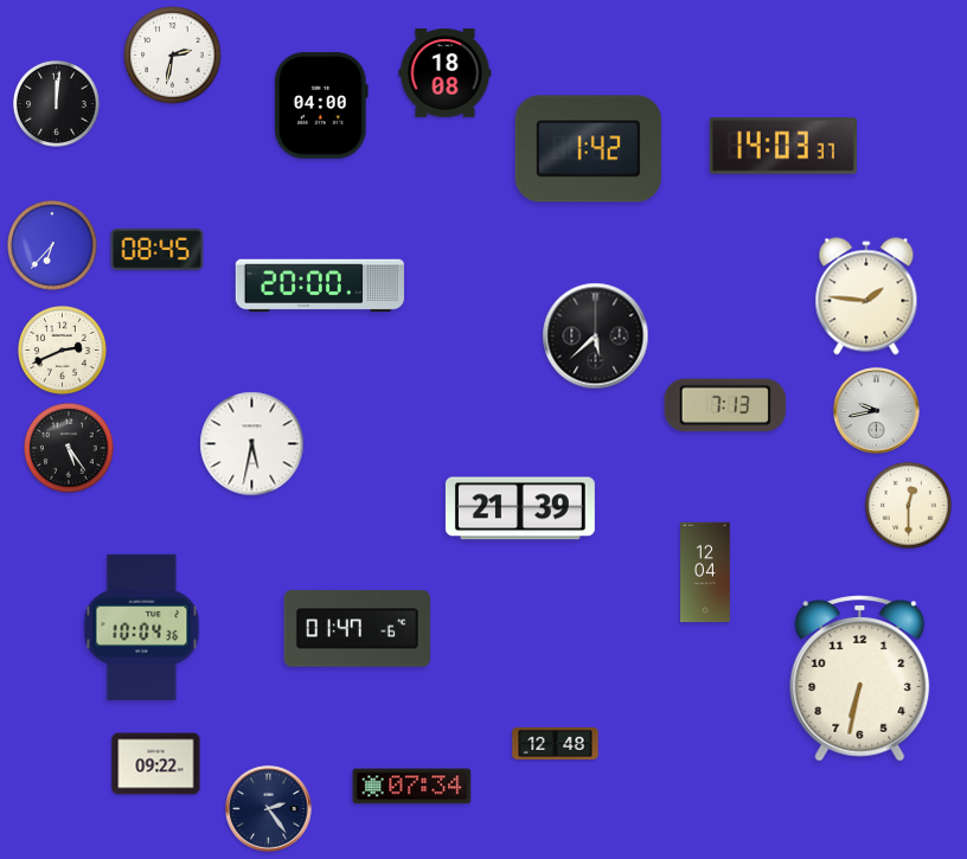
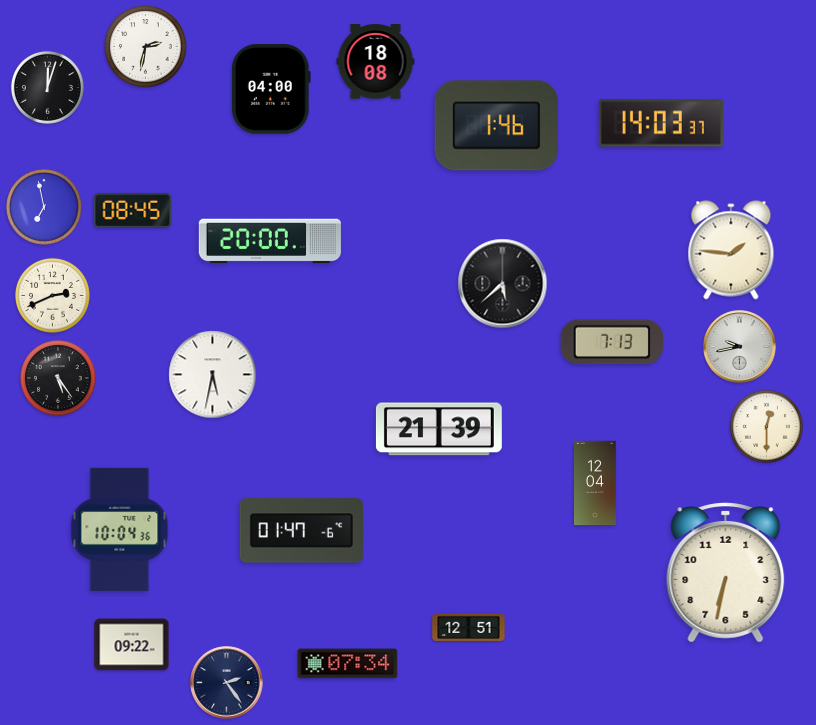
clock at (56, 103): 12:01 -> 12:03
clock at (588, 149): 1:42 -> 1:46
clock at (53, 246): 6:37 -> 6:58
clock at (556, 743): 12:48 -> 12:51
